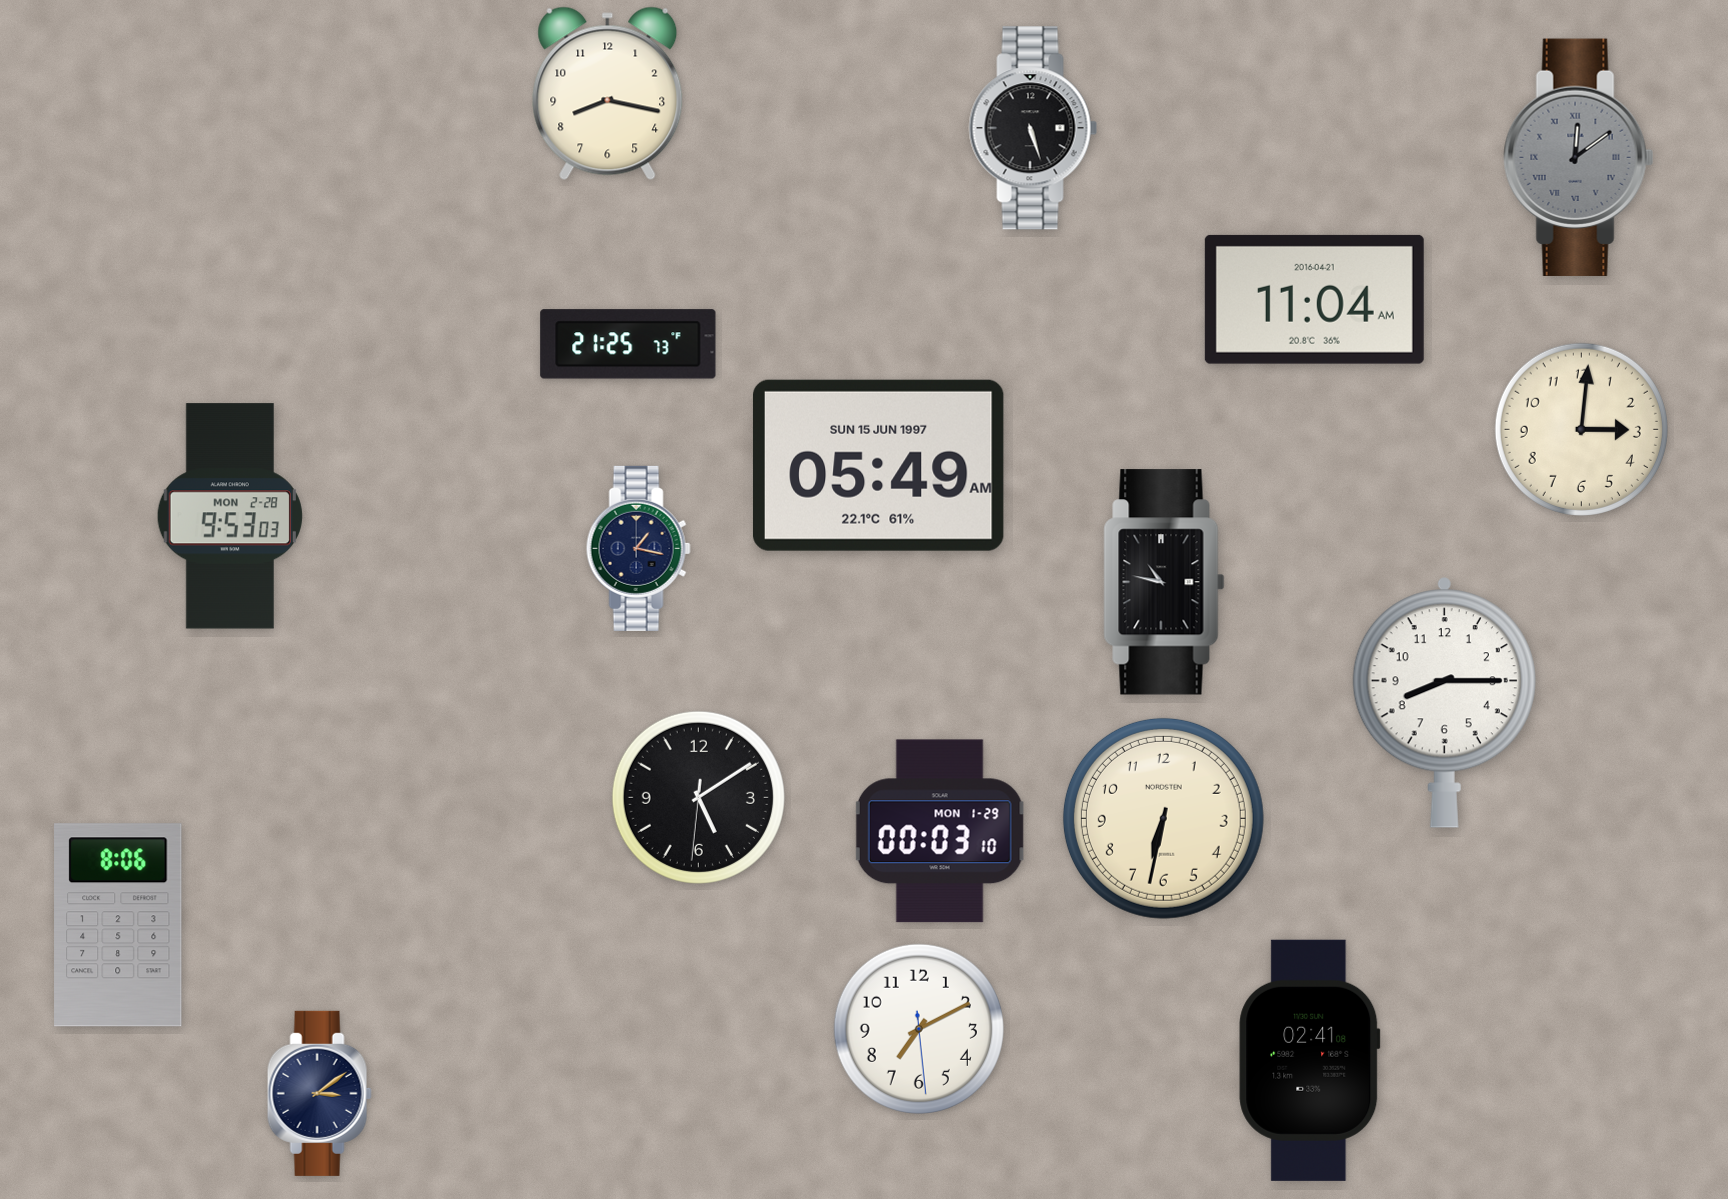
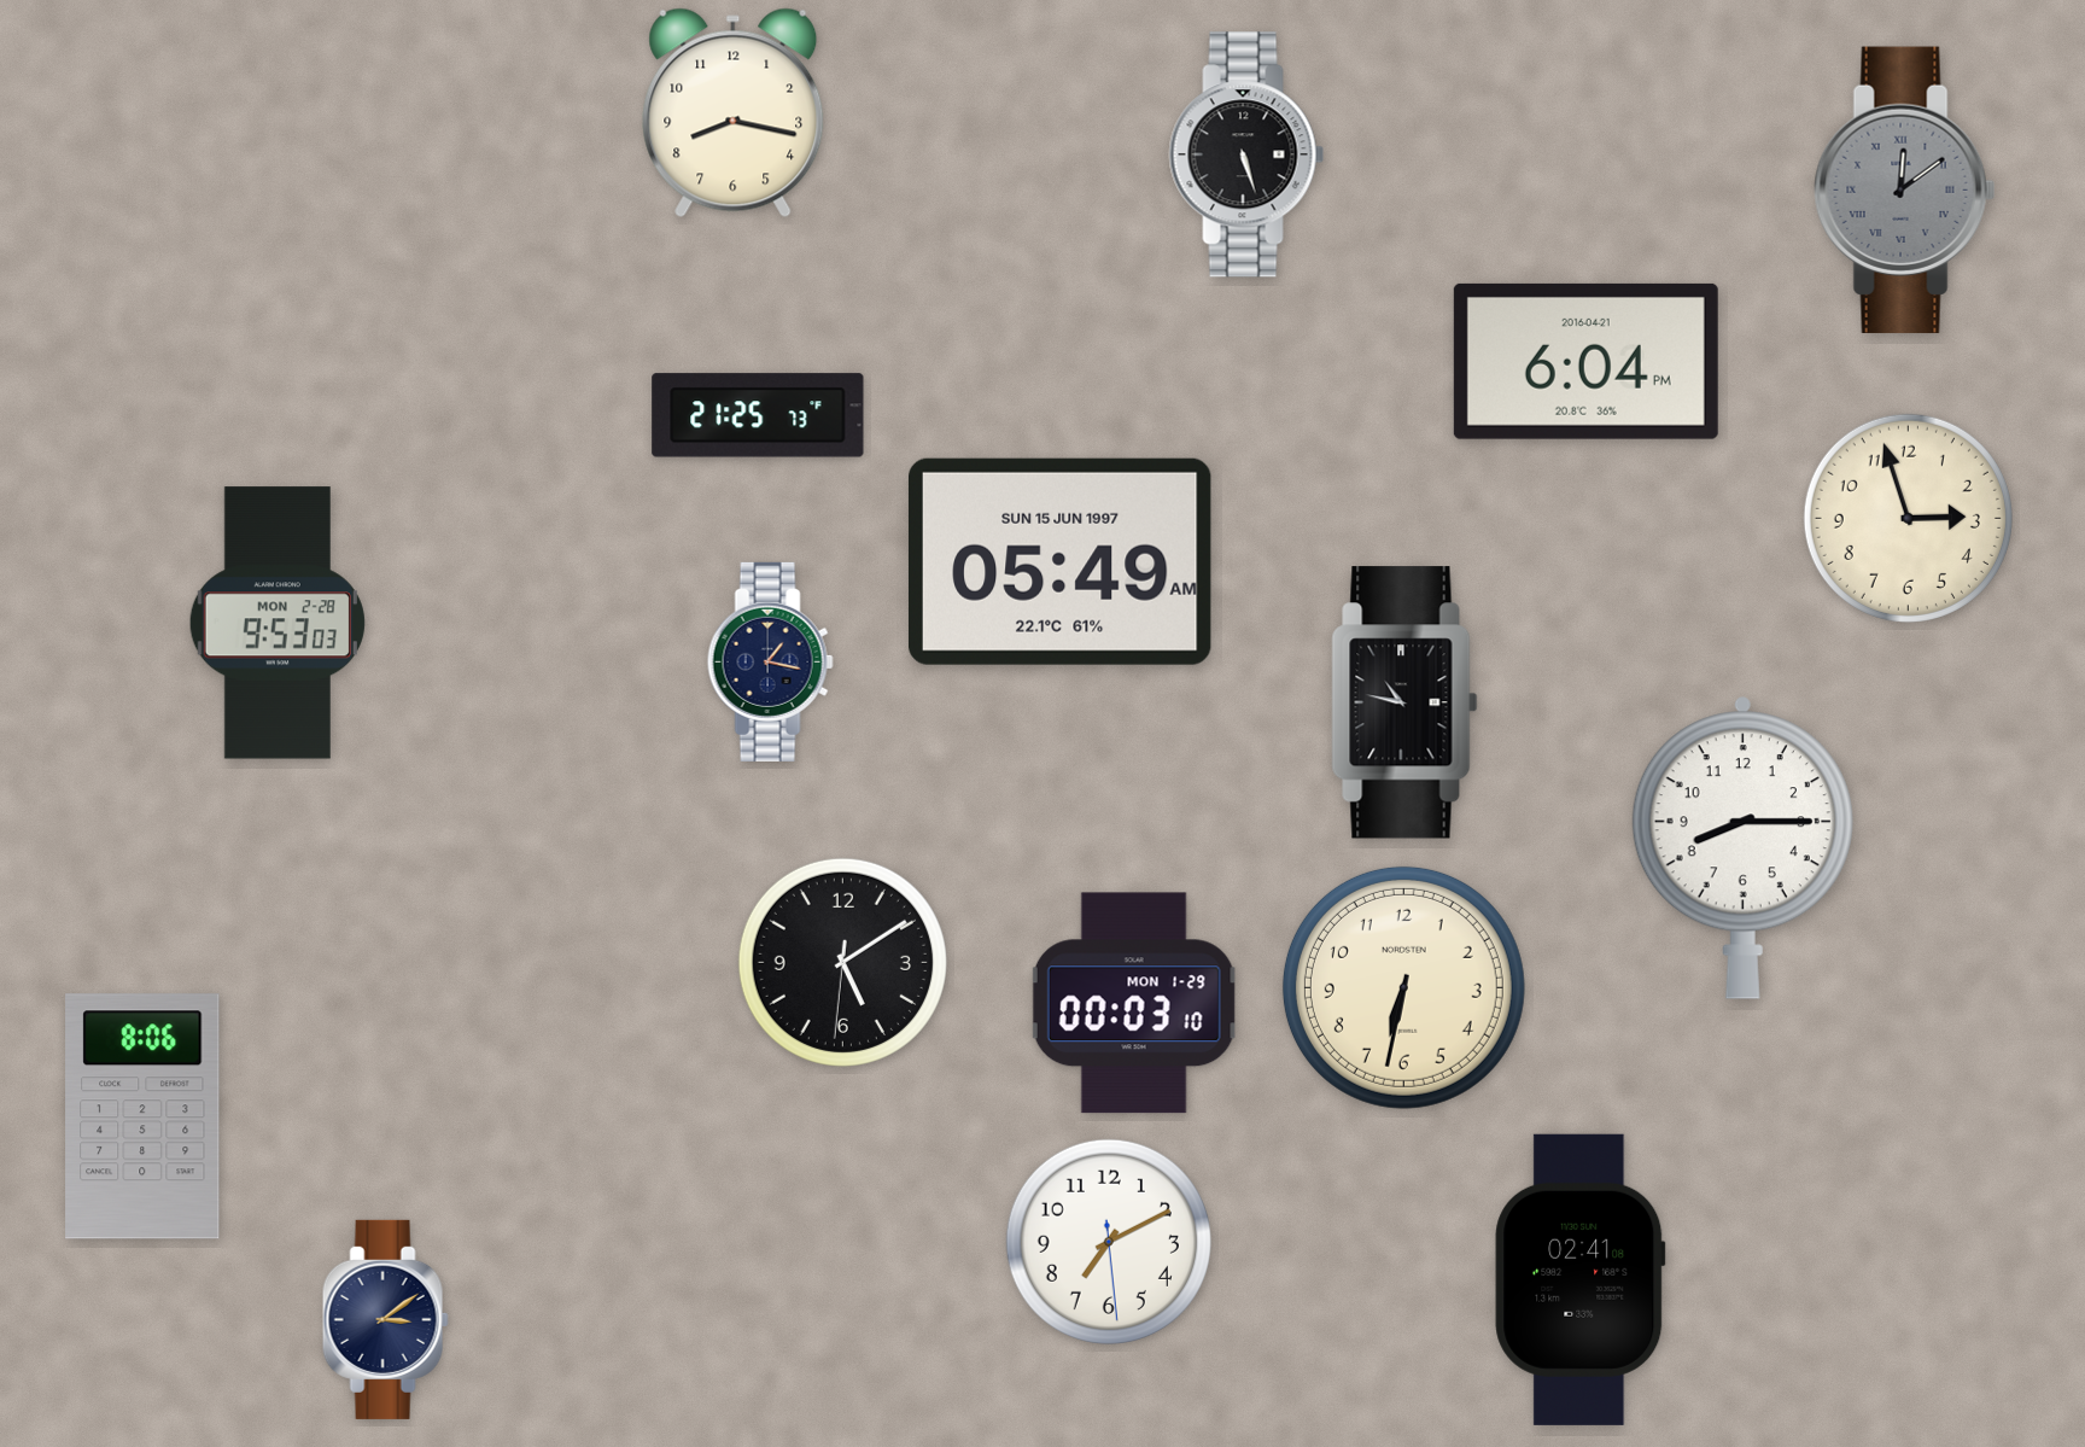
clock at (1314, 299): 11:04 -> 6:04
clock at (1581, 429): 3:01 -> 2:57
